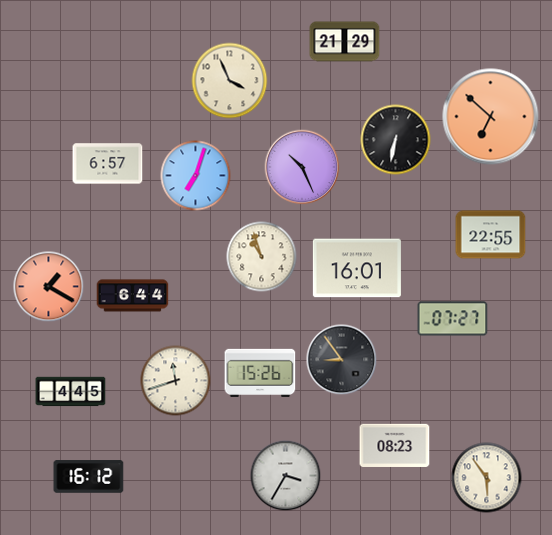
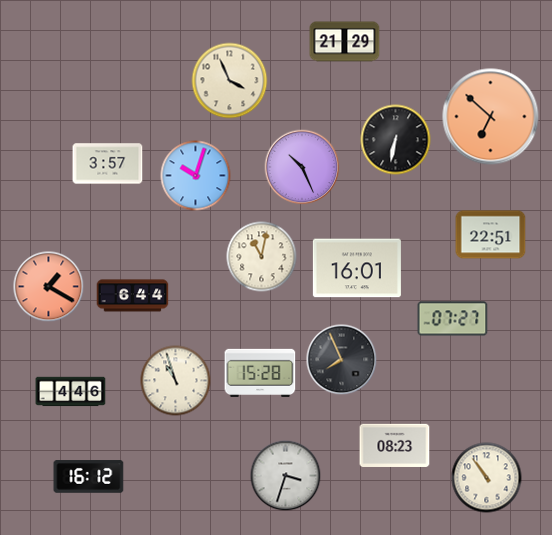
clock at (108, 164): 6:57 -> 3:57
clock at (196, 176): 7:03 -> 10:03
clock at (491, 235): 22:55 -> 22:51
clock at (262, 257): 10:57 -> 11:02
clock at (342, 360): 8:54 -> 7:56
clock at (260, 373): 15:26 -> 15:28
clock at (176, 381): 11:42 -> 10:57
clock at (71, 392): 4:45 -> 4:46
clock at (286, 476): 3:35 -> 3:33
clock at (487, 478): 5:54 -> 10:54
